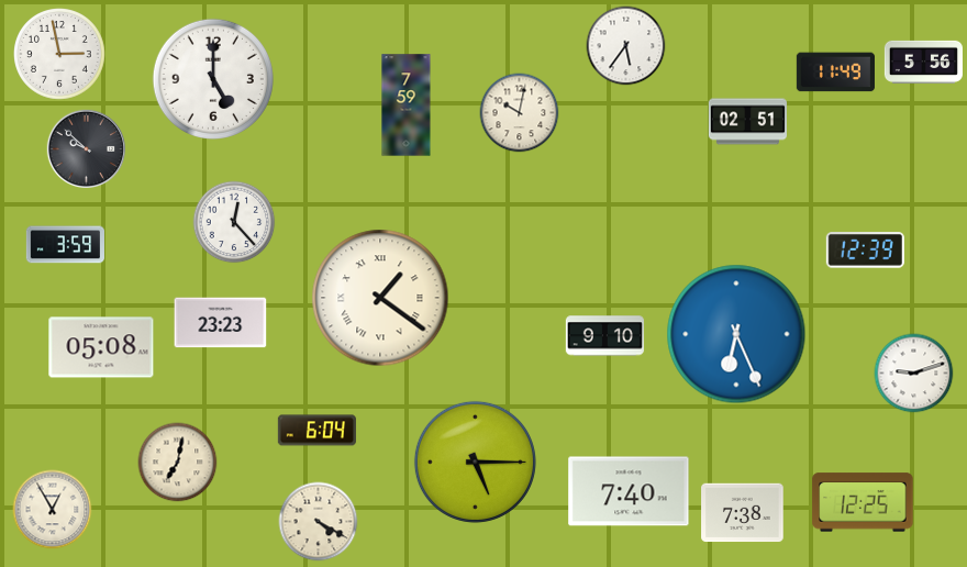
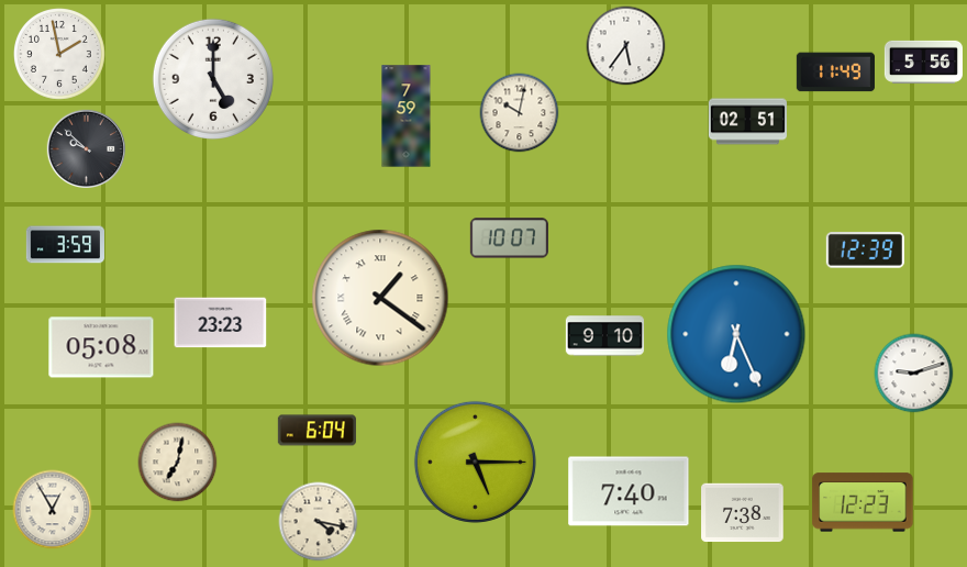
clock at (60, 55): 2:58 -> 1:58
clock at (407, 105) position: (407, 105) -> (407, 116)
clock at (234, 222): 12:23 -> none
clock at (509, 238): none -> 10:07
clock at (863, 502): 12:25 -> 12:23
clock at (319, 522): 4:20 -> 4:17
